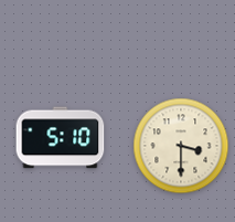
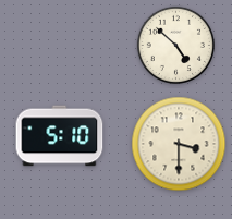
clock at (175, 45): none -> 4:52
